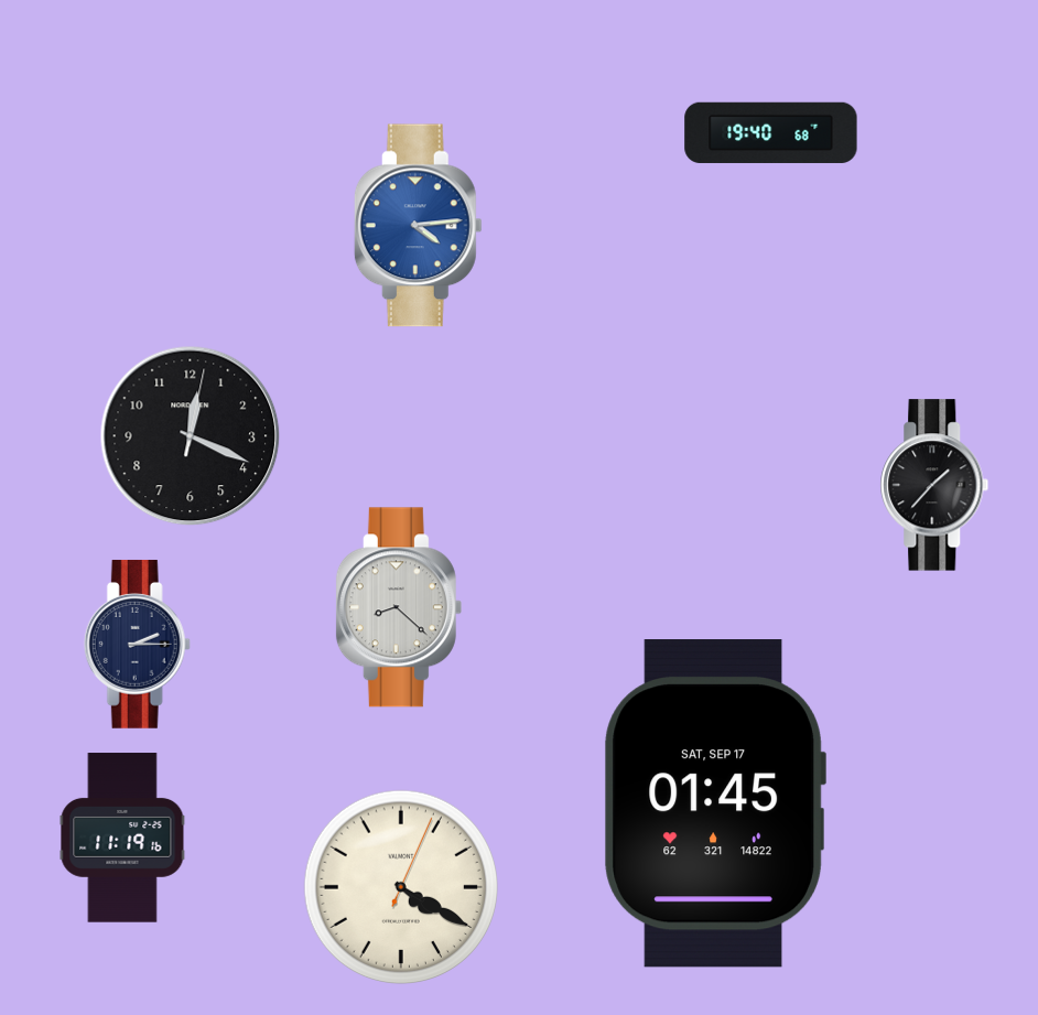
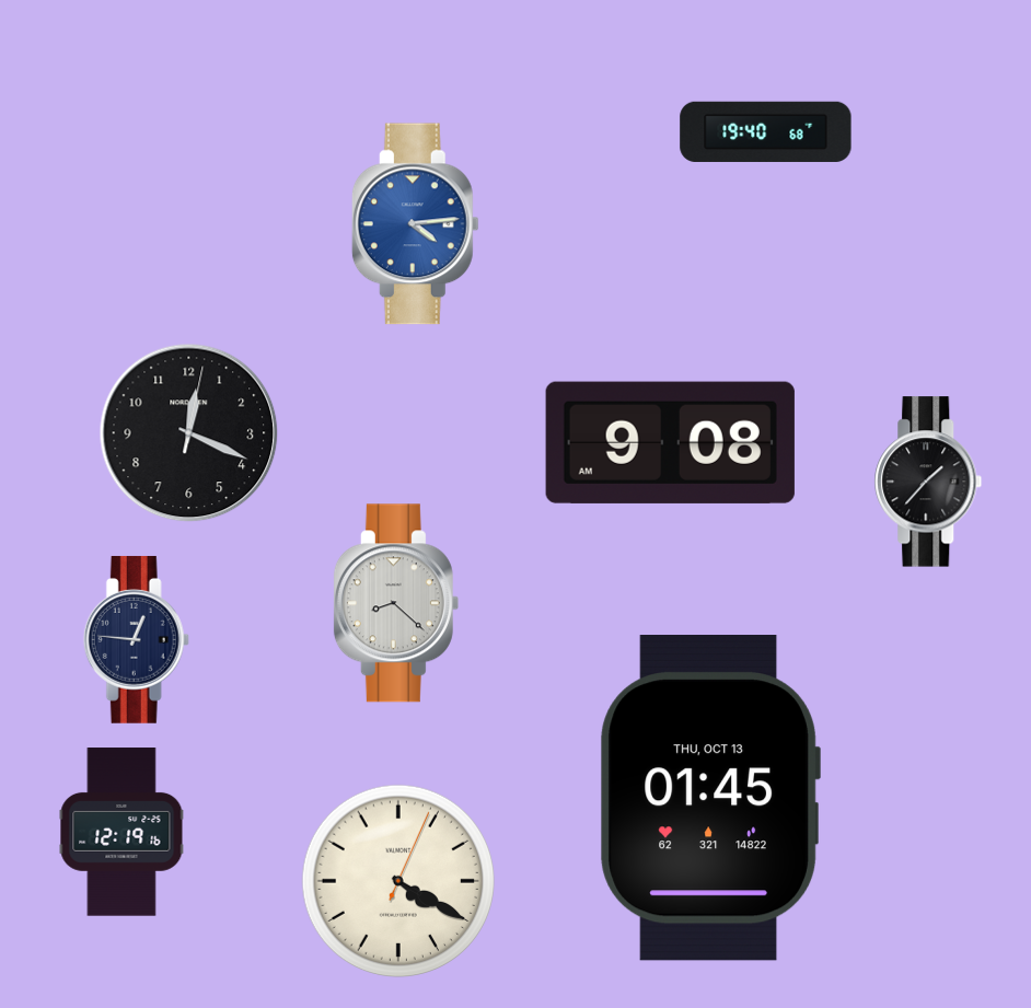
clock at (670, 442): none -> 9:08
clock at (137, 644): 2:15 -> 12:46
clock at (715, 803) date: SAT, SEP 17 -> THU, OCT 13
clock at (122, 838): 11:19 -> 12:19
